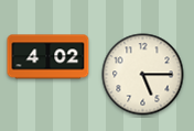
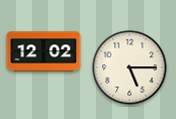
clock at (48, 57): 4:02 -> 12:02
